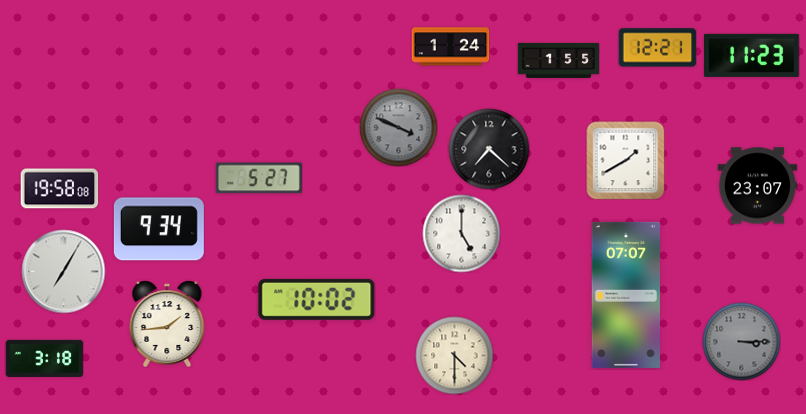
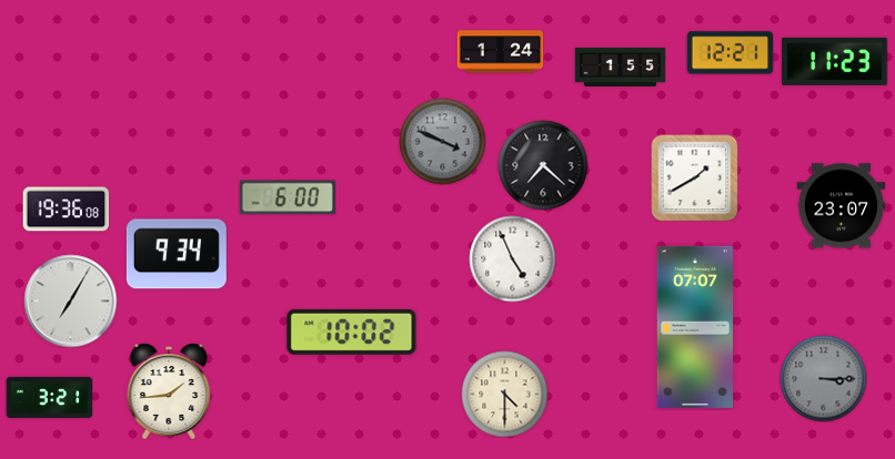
clock at (259, 178): 5:27 -> 6:00
clock at (59, 189): 19:58 -> 19:36
clock at (461, 233): 5:00 -> 4:56
clock at (167, 324) position: (167, 324) -> (169, 391)
clock at (44, 358): 3:18 -> 3:21
